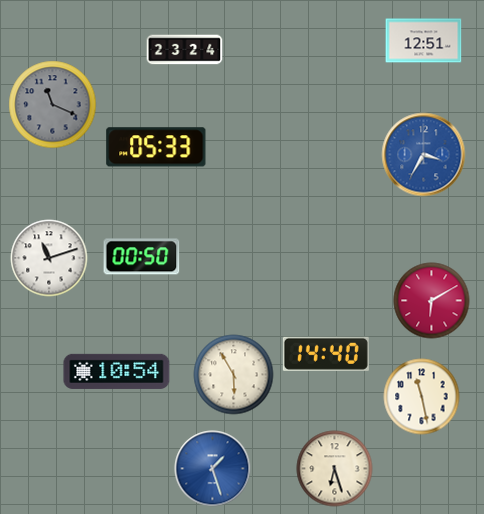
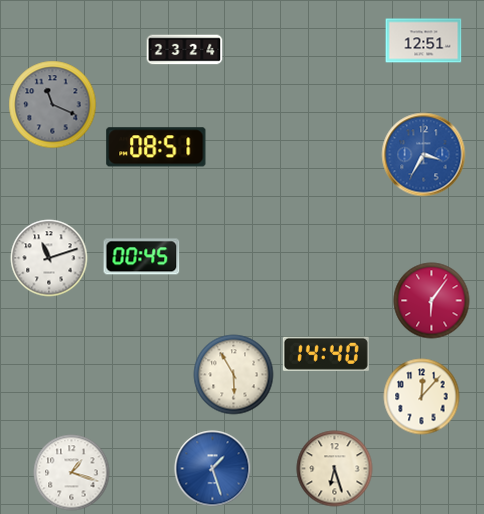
clock at (156, 147): 05:33 -> 08:51
clock at (142, 257): 00:50 -> 00:45
clock at (432, 301): 6:10 -> 6:06
clock at (117, 371): 10:54 -> none
clock at (422, 397): 11:28 -> 12:07
clock at (72, 473): none -> 1:18
